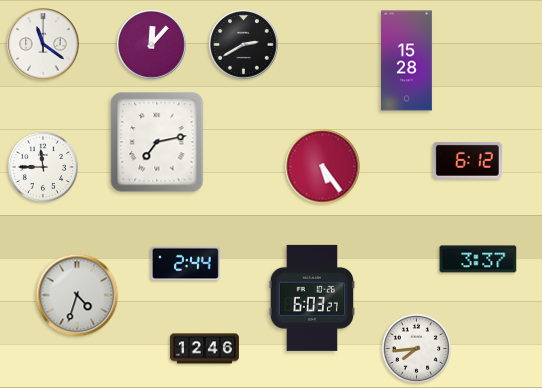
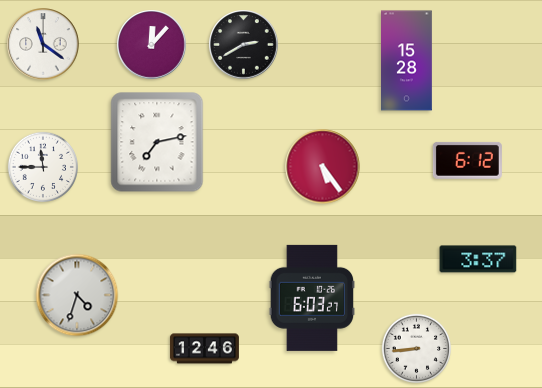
clock at (185, 264): 2:44 -> none
clock at (417, 349): 7:44 -> 8:44
